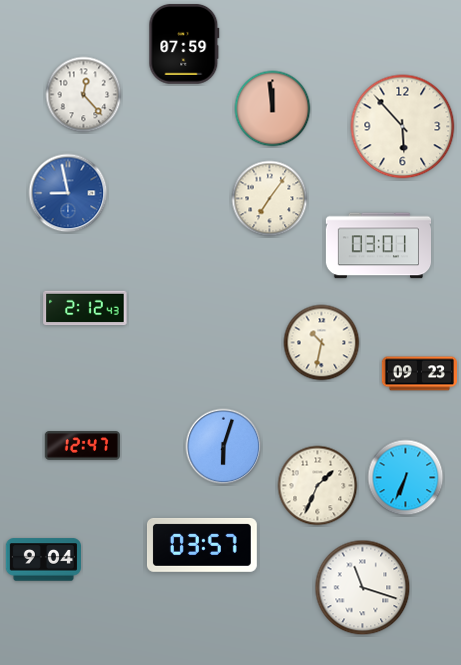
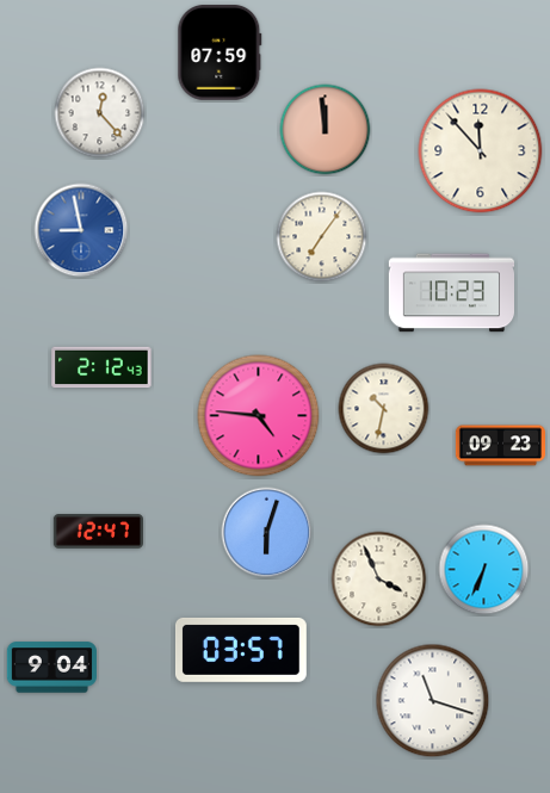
clock at (403, 127): 5:53 -> 11:53
clock at (378, 246): 03:01 -> 10:23
clock at (259, 416): none -> 4:46
clock at (318, 486): 1:34 -> 3:56
